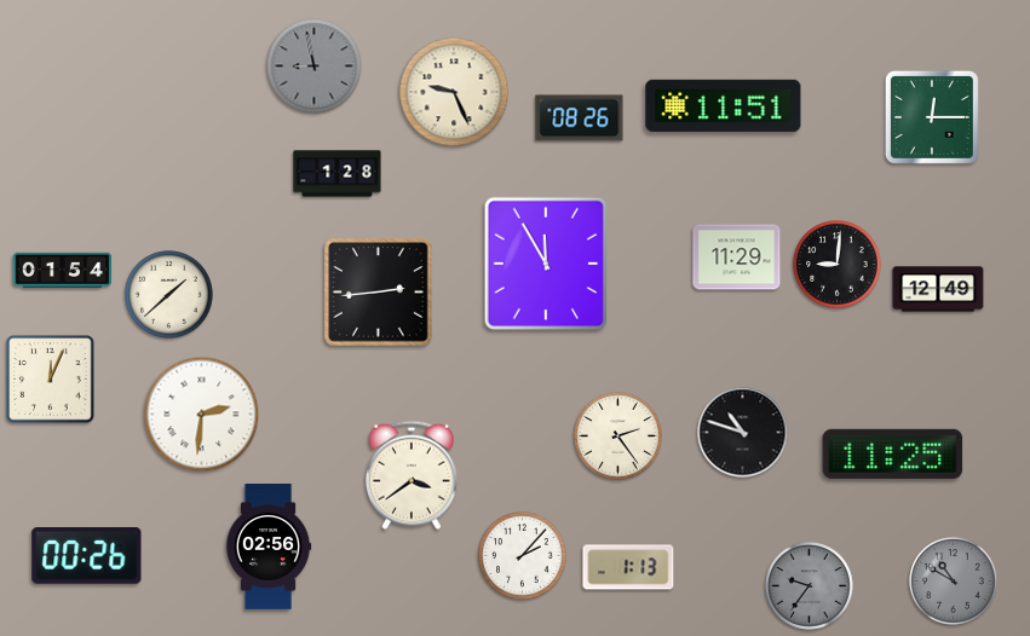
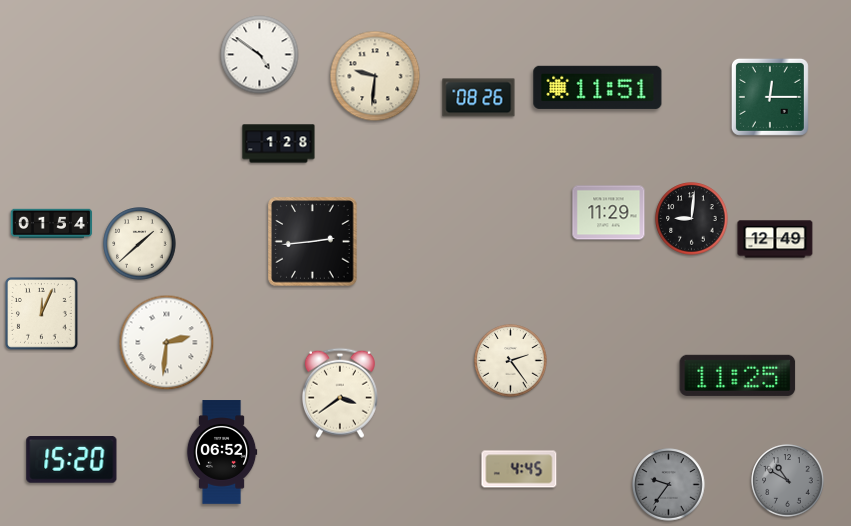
clock at (315, 67): 8:58 -> 4:51
clock at (315, 67) dial: grey -> white
clock at (454, 92): 9:26 -> 9:31
clock at (545, 264): 11:55 -> none
clock at (743, 433): 10:48 -> none
clock at (269, 547): 02:56 -> 06:52
clock at (87, 556): 00:26 -> 15:20
clock at (523, 556): 2:07 -> none
clock at (628, 567): 1:13 -> 4:45
